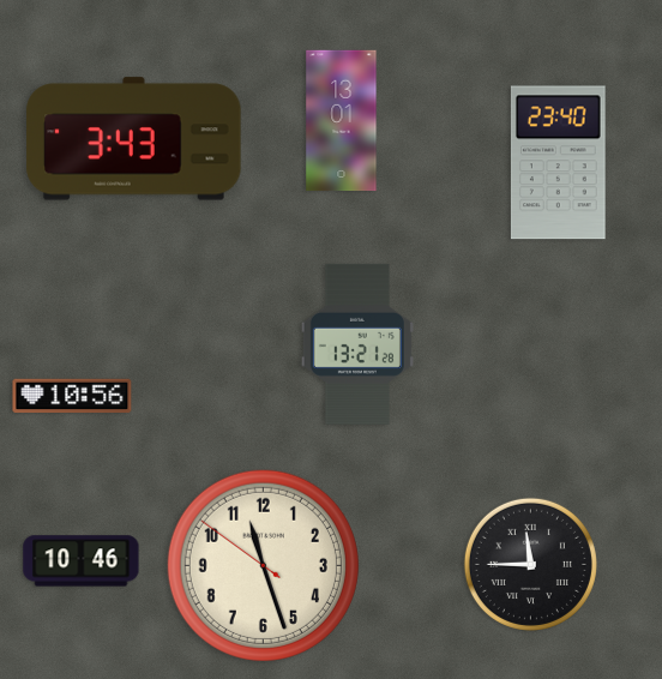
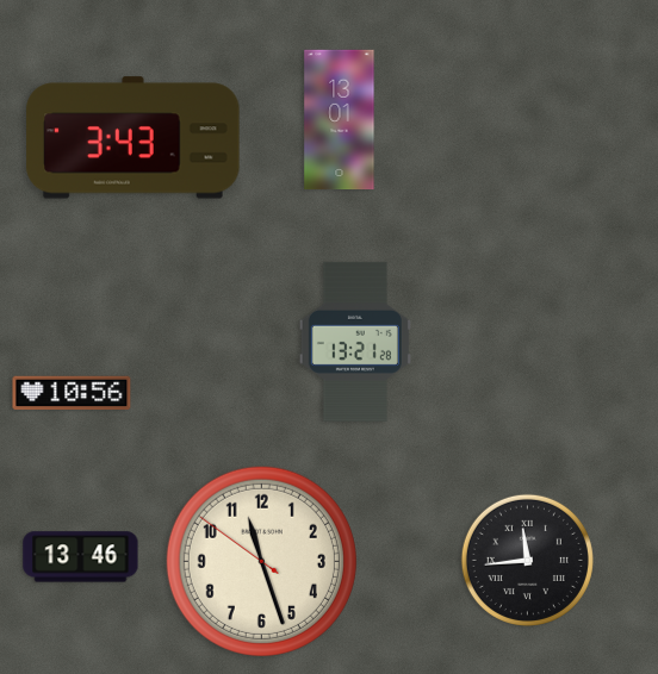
clock at (558, 163): 23:40 -> none
clock at (82, 561): 10:46 -> 13:46
clock at (530, 564): 11:45 -> 11:44
